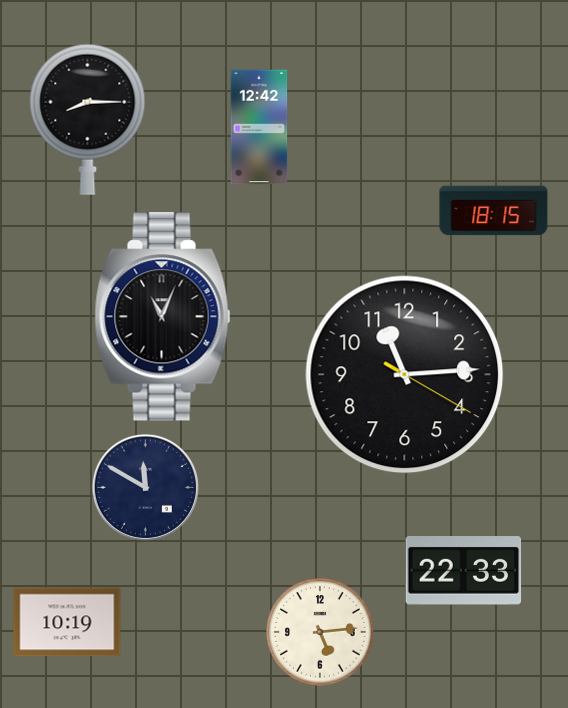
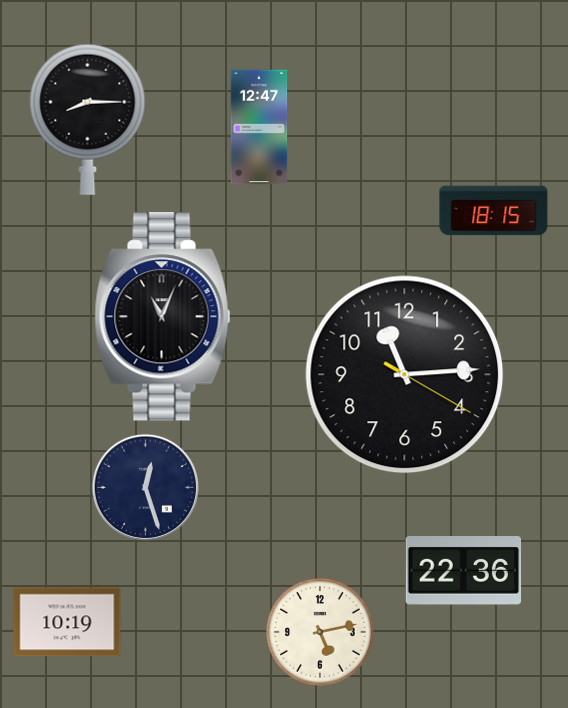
clock at (259, 127): 12:42 -> 12:47
clock at (145, 487): 11:50 -> 12:27
clock at (464, 571): 22:33 -> 22:36
clock at (320, 632): 5:14 -> 5:13
